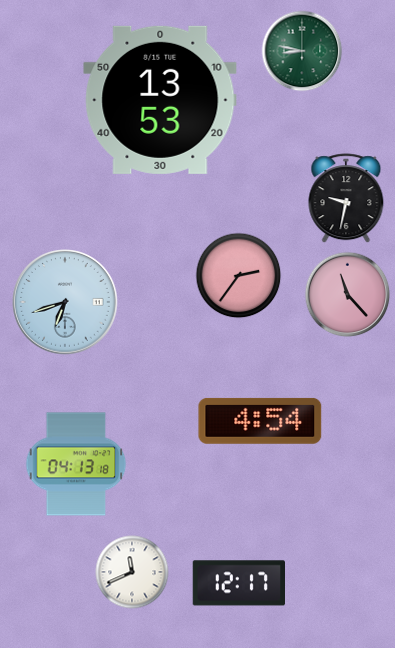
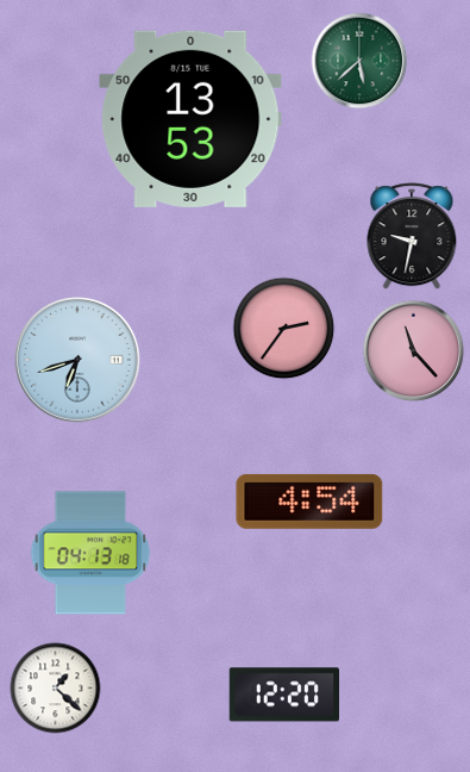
clock at (302, 51): 8:47 -> 5:38
clock at (132, 572): 11:41 -> none
clock at (56, 689): none -> 1:22
clock at (238, 583): 12:17 -> 12:20
